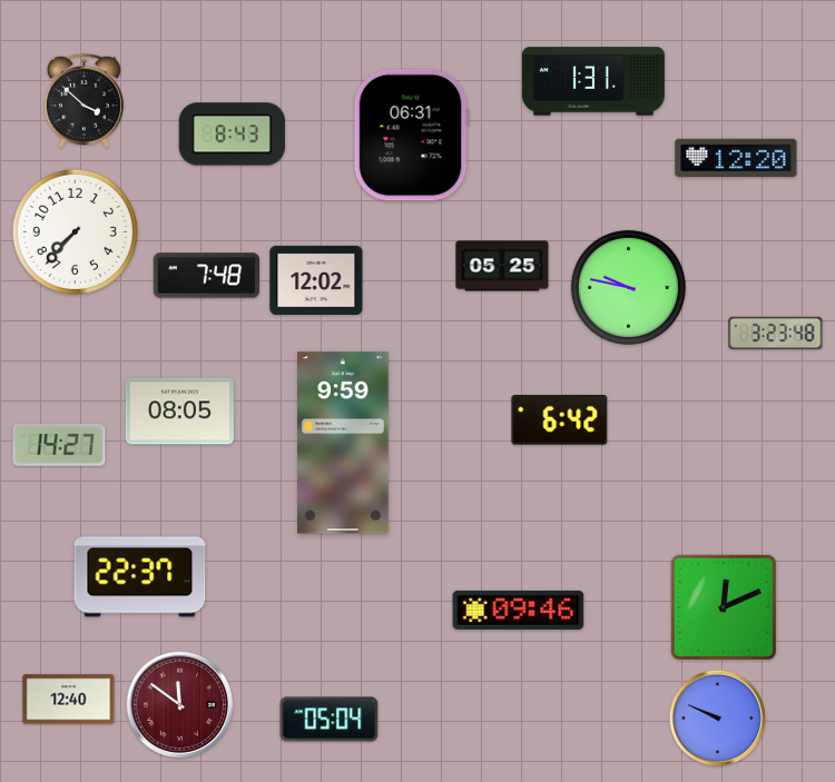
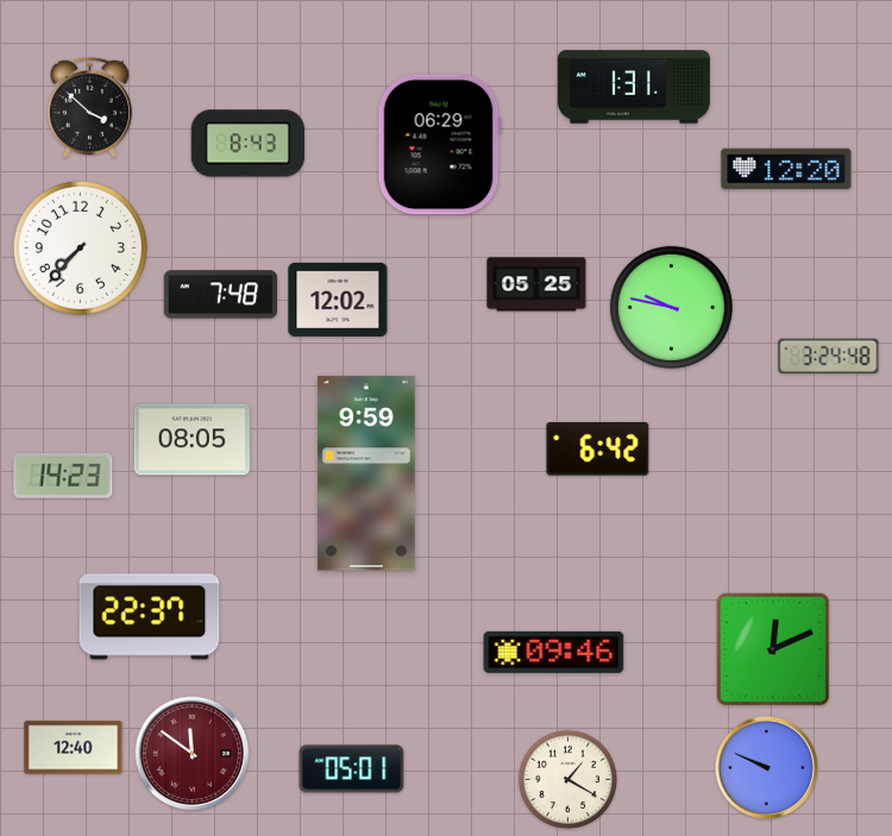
clock at (411, 136): 06:31 -> 06:29
clock at (776, 333): 3:23 -> 3:24
clock at (59, 445): 14:27 -> 14:23
clock at (330, 720): 05:04 -> 05:01
clock at (569, 780): none -> 1:20
